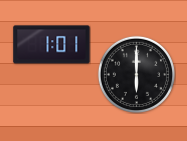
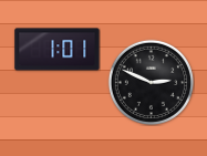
clock at (136, 74): 6:00 -> 2:49
